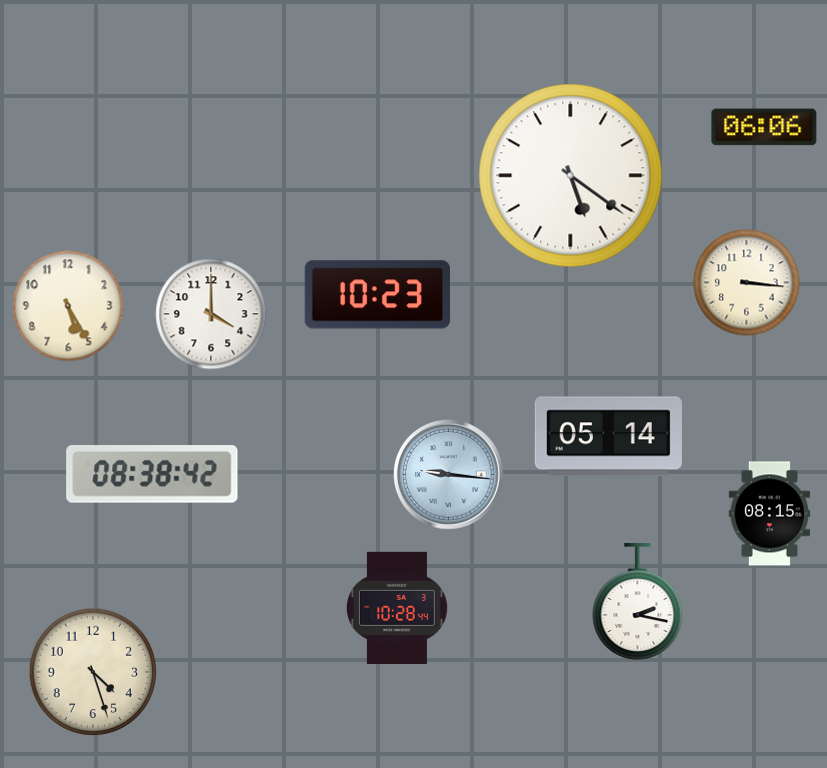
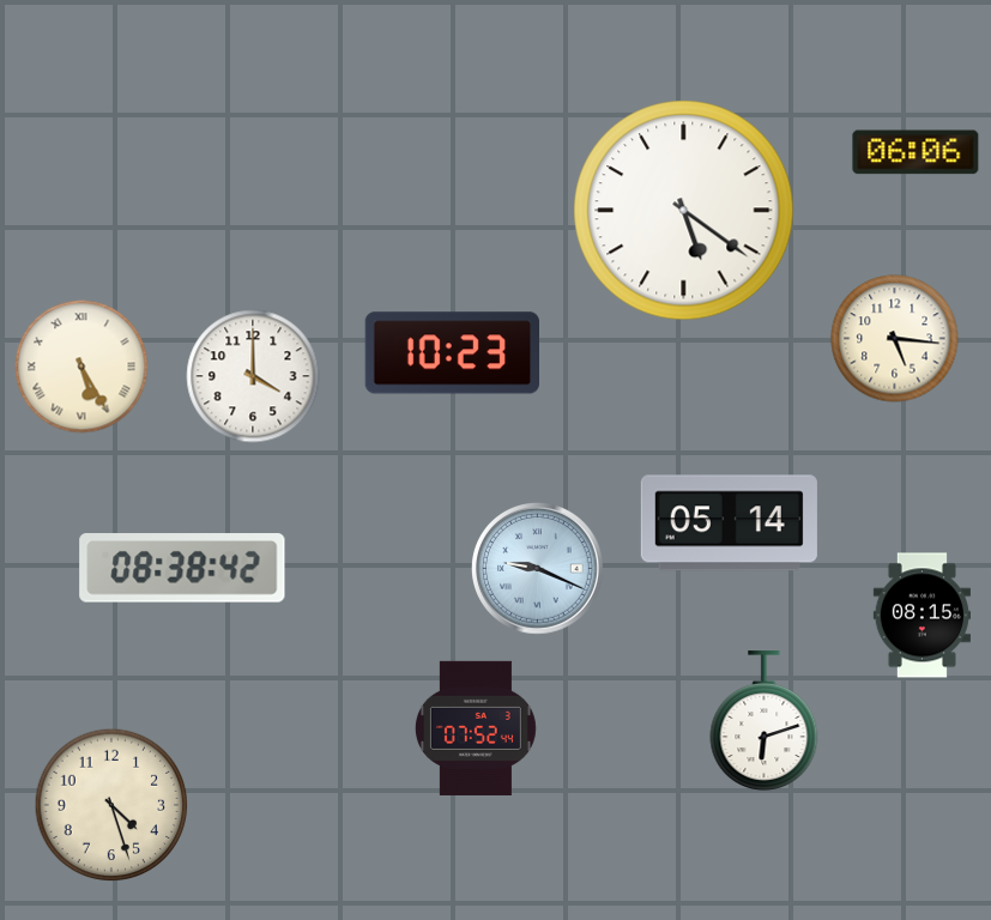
clock at (747, 283): 3:16 -> 5:16
clock at (68, 306) numerals: Arabic -> Roman
clock at (449, 475): 9:16 -> 9:19
clock at (638, 602): 2:17 -> 6:12
clock at (397, 608): 10:28 -> 07:52
